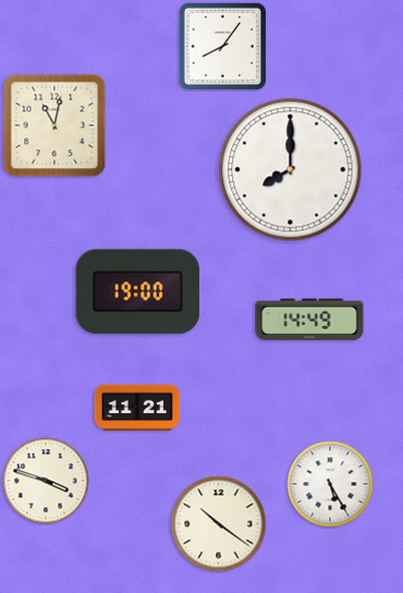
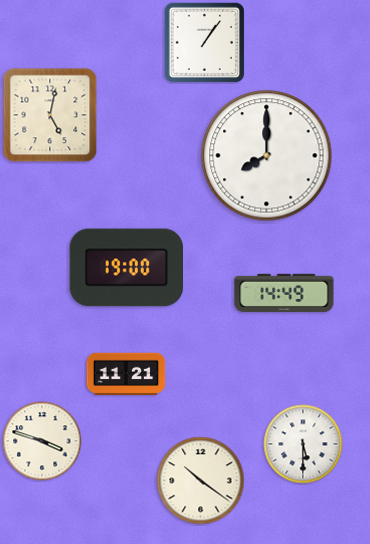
clock at (222, 46): 8:06 -> 1:06
clock at (54, 125): 11:02 -> 5:02
clock at (330, 484): 5:25 -> 5:30
